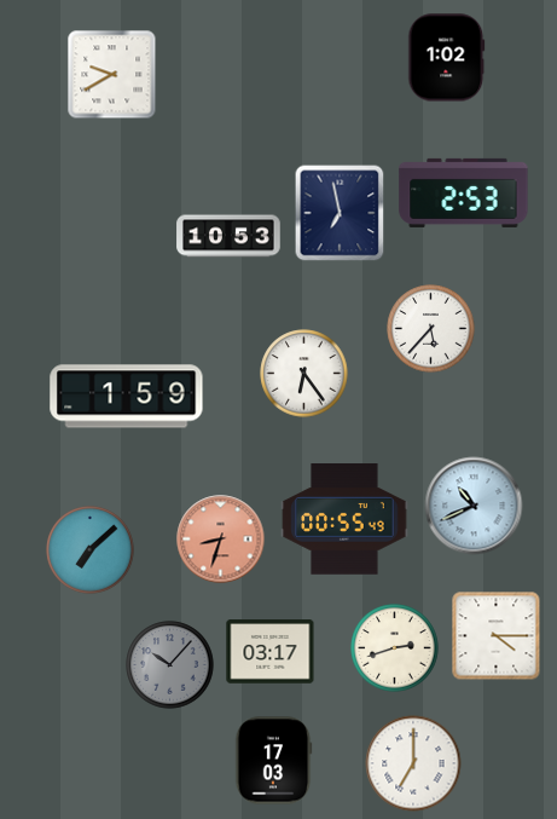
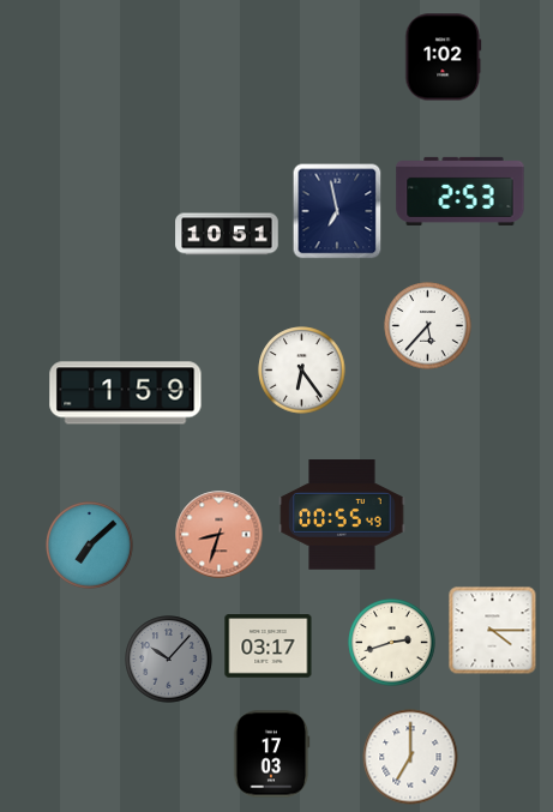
clock at (112, 75): 9:40 -> none
clock at (228, 236): 10:53 -> 10:51
clock at (474, 506): 10:41 -> none
